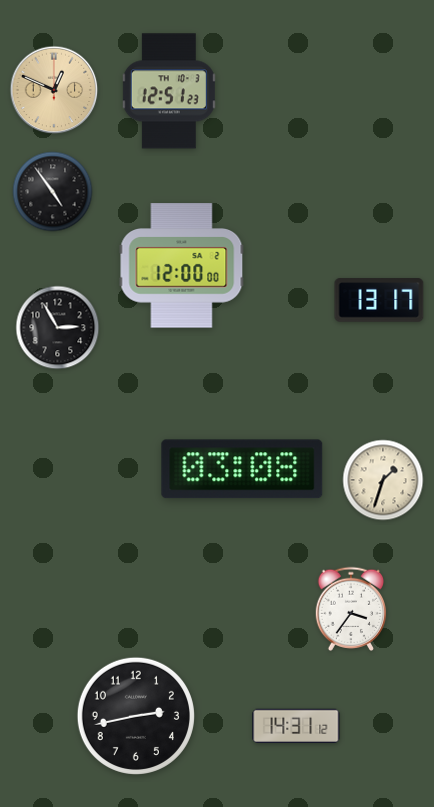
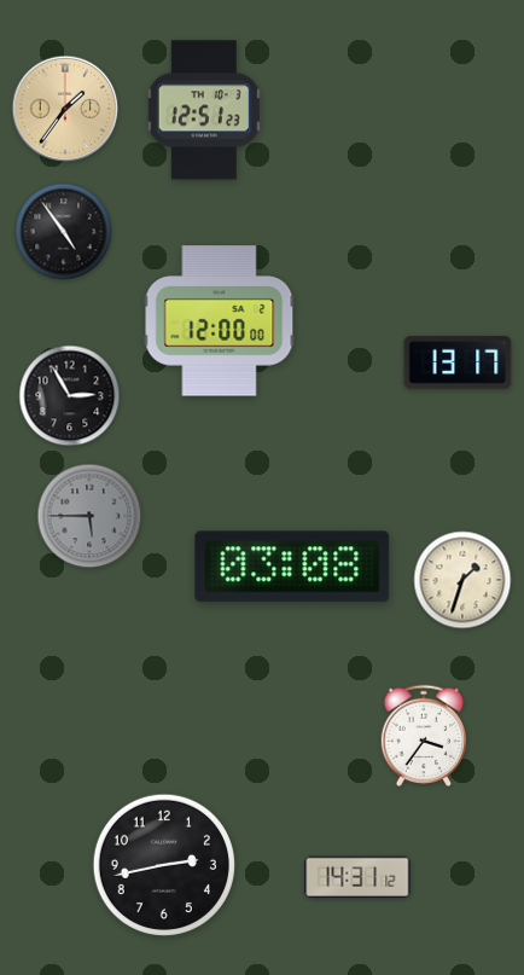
clock at (54, 90): 12:49 -> 1:36
clock at (89, 516): none -> 5:45
